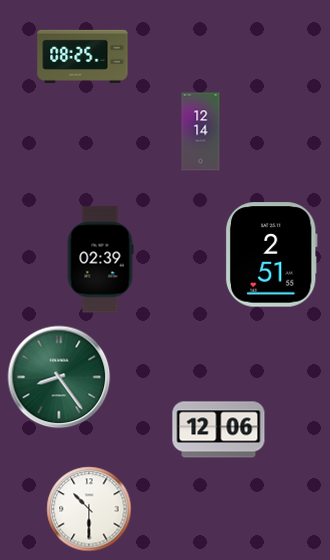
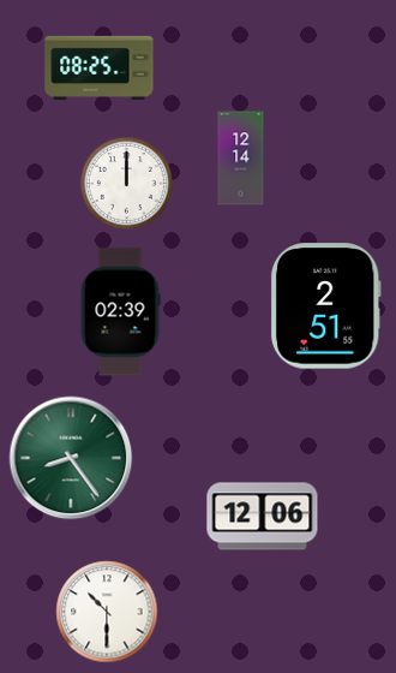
clock at (126, 183): none -> 12:00
clock at (59, 377) position: (59, 377) -> (71, 458)
